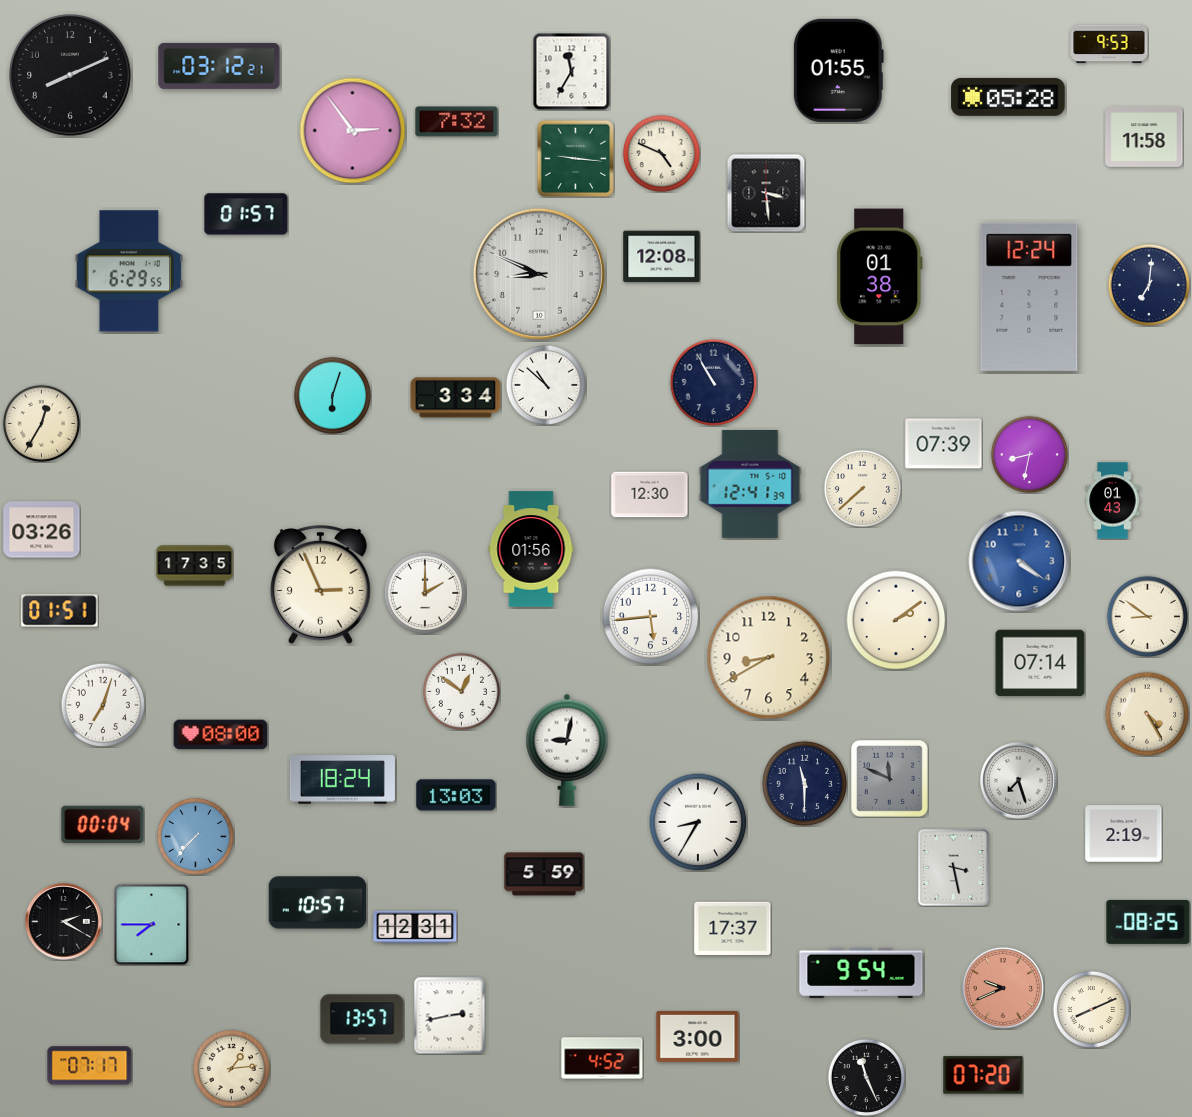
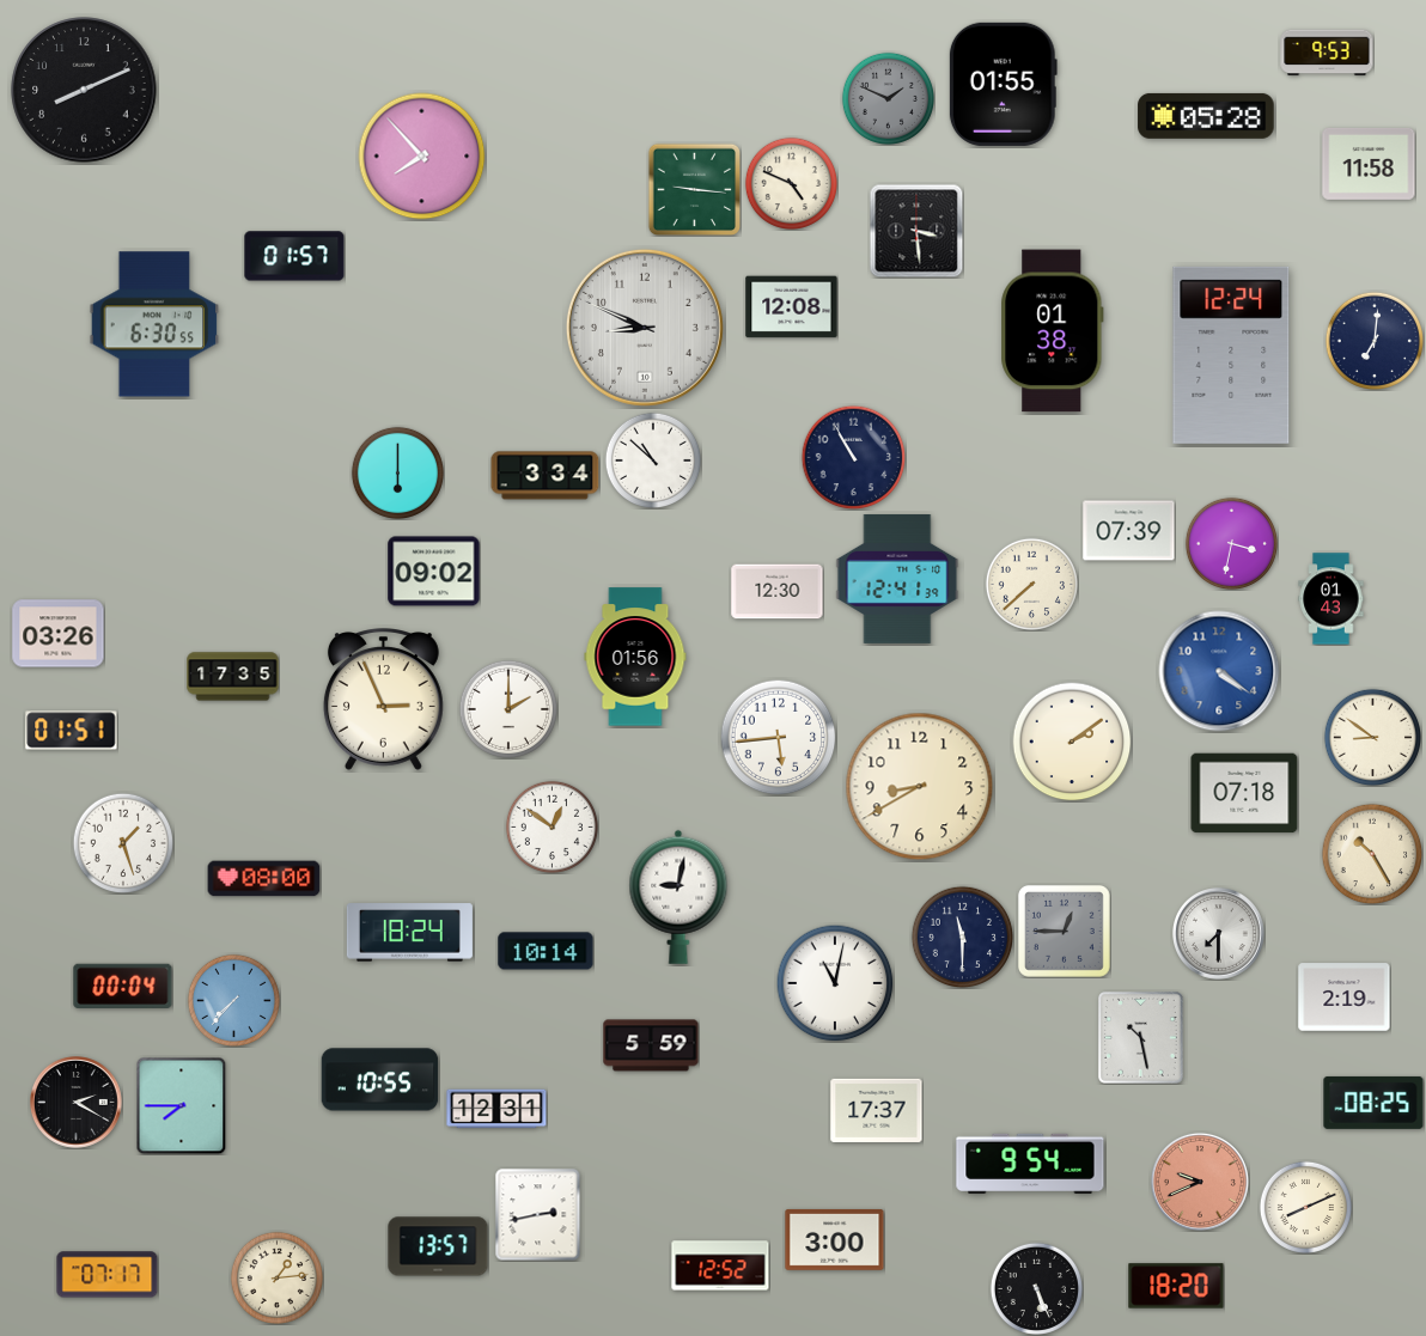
clock at (219, 66): 03:12 -> none
clock at (571, 71): 11:35 -> none
clock at (888, 98): none -> 1:49
clock at (457, 122): 7:32 -> none
clock at (353, 131): 2:54 -> 7:53
clock at (575, 158) position: (575, 158) -> (694, 189)
clock at (129, 271): 6:29 -> 6:30
clock at (332, 395): 6:03 -> 6:00
clock at (41, 423): 12:35 -> none
clock at (1029, 454): 8:32 -> 3:32
clock at (434, 572): none -> 09:02
clock at (42, 530) position: (42, 530) -> (59, 634)
clock at (1040, 663): 07:14 -> 07:18
clock at (103, 705): 7:03 -> 1:27
clock at (1147, 714): 4:25 -> 10:25
clock at (890, 779): 11:49 -> 12:45
clock at (1019, 781): 7:27 -> 7:30
clock at (456, 795): 13:03 -> 10:14
clock at (698, 822): 8:35 -> 11:02
clock at (954, 868): 3:28 -> 10:28
clock at (318, 903): 10:57 -> 10:55
clock at (362, 1019) position: (362, 1019) -> (438, 1246)
clock at (602, 1058): 4:52 -> 12:52
clock at (983, 1075): 07:20 -> 18:20
clock at (866, 1077): 11:26 -> 5:26
